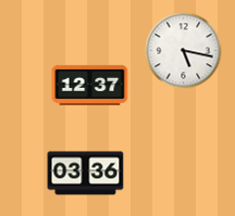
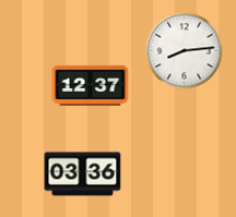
clock at (184, 51): 5:17 -> 8:14
clock at (86, 174) position: (86, 174) -> (83, 174)
